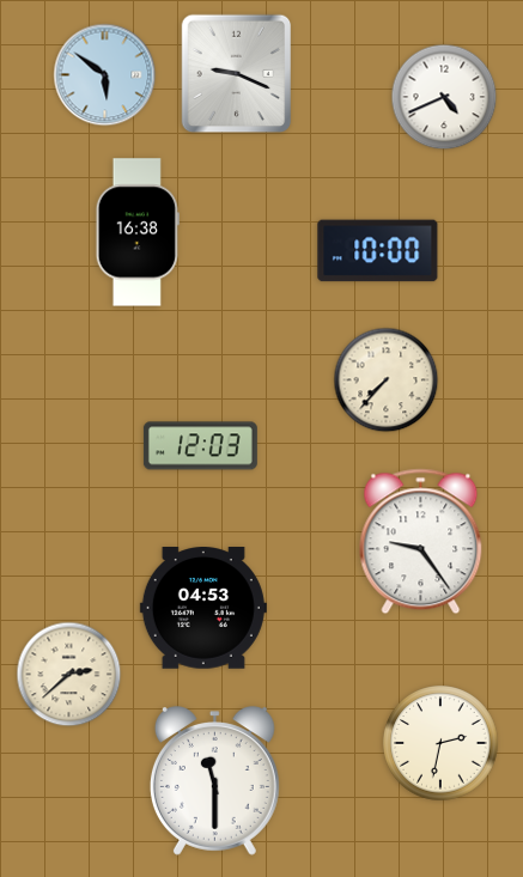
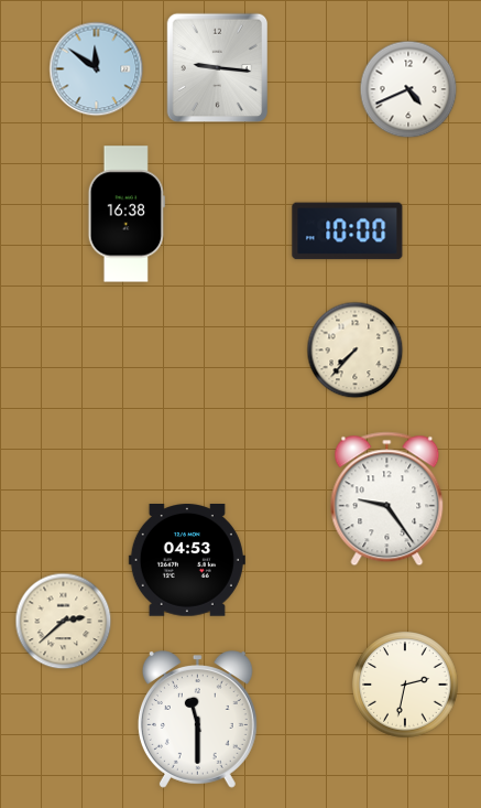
clock at (237, 74): 9:19 -> 9:16
clock at (105, 75): 5:51 -> 11:51
clock at (200, 446): 12:03 -> none
